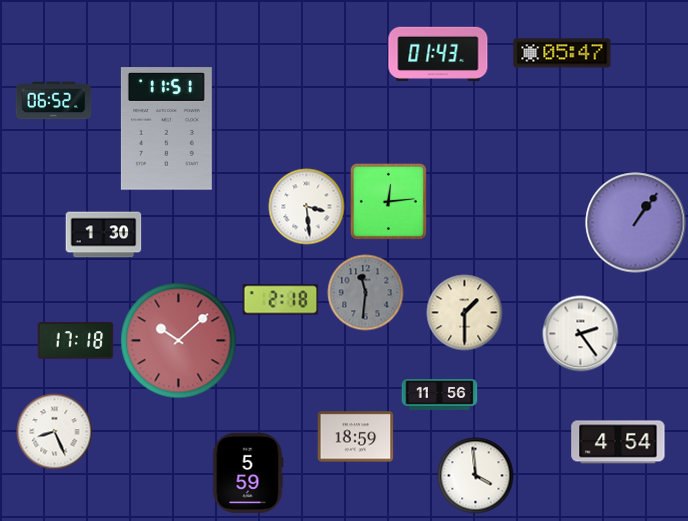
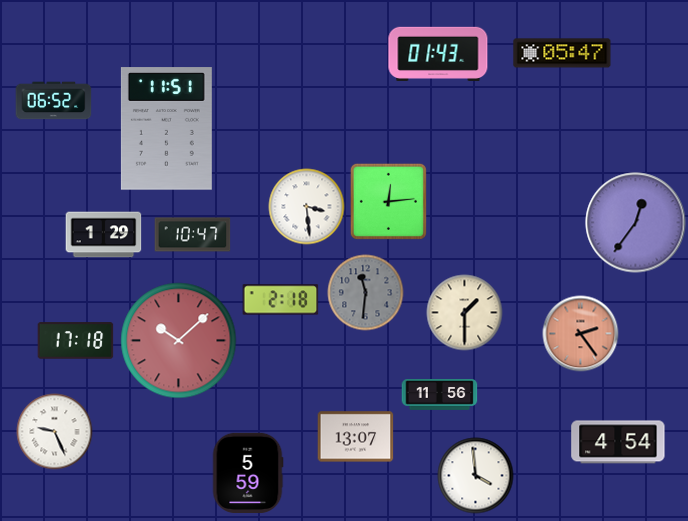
clock at (636, 223): 1:06 -> 12:36
clock at (104, 235): 1:30 -> 1:29
clock at (193, 235): none -> 10:47
clock at (581, 334) dial: white -> salmon
clock at (55, 432): 8:26 -> 9:26
clock at (356, 437): 18:59 -> 13:07
